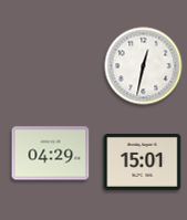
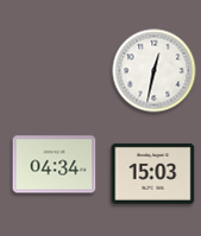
clock at (51, 154): 04:29 -> 04:34
clock at (143, 161): 15:01 -> 15:03
